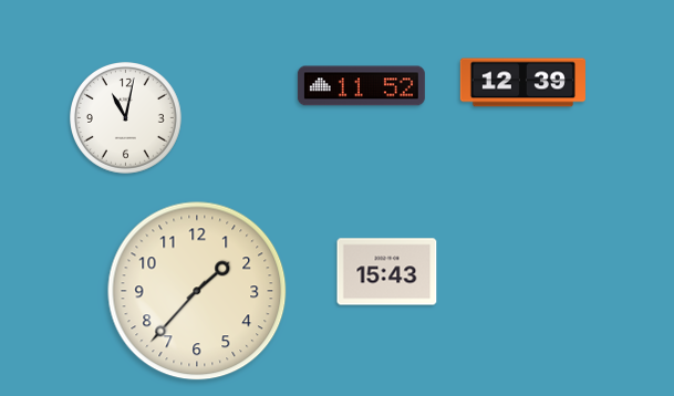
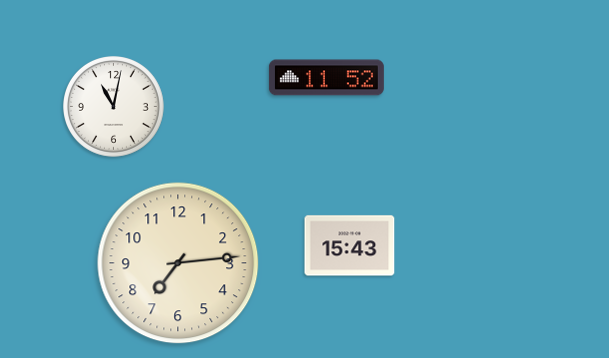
clock at (522, 83): 12:39 -> none
clock at (197, 291): 1:37 -> 7:14
